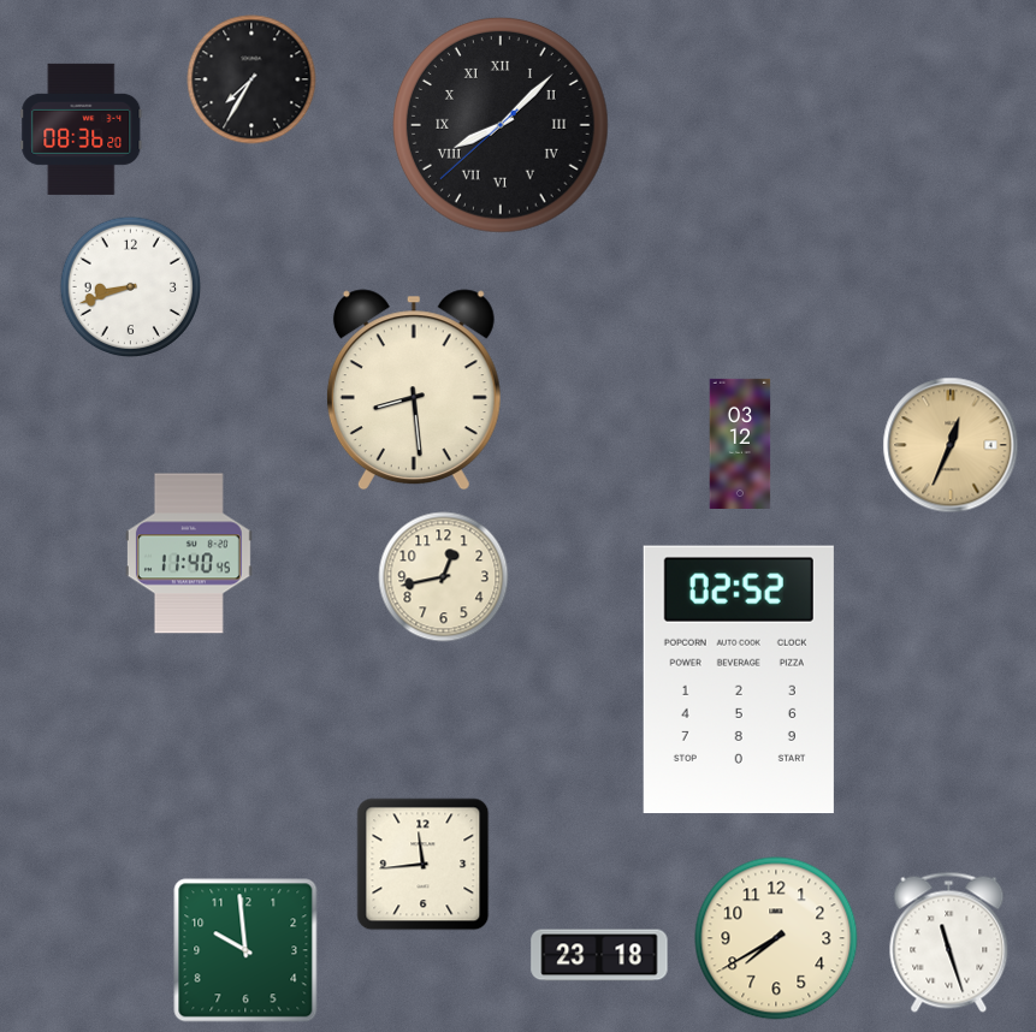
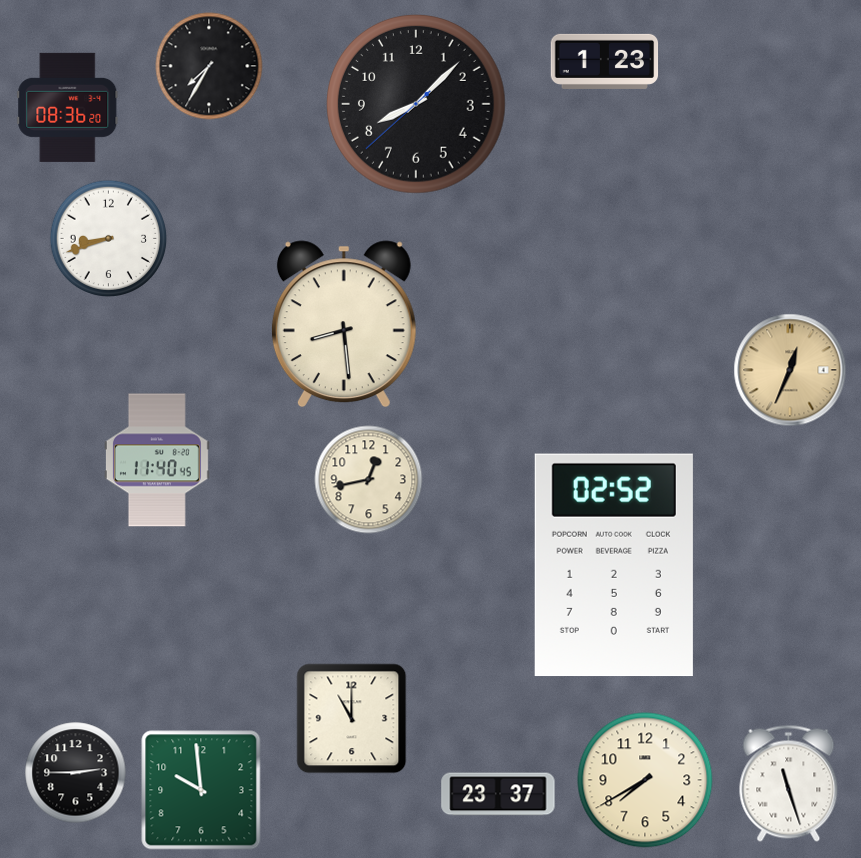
clock at (605, 61): none -> 1:23
clock at (502, 126) numerals: Roman -> Arabic
clock at (740, 443): 03:12 -> none
clock at (424, 865): 11:44 -> 11:00
clock at (76, 773): none -> 2:45
clock at (245, 950) position: (245, 950) -> (201, 790)
clock at (599, 955): 23:18 -> 23:37
